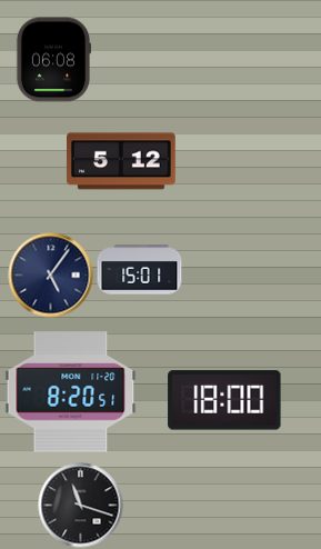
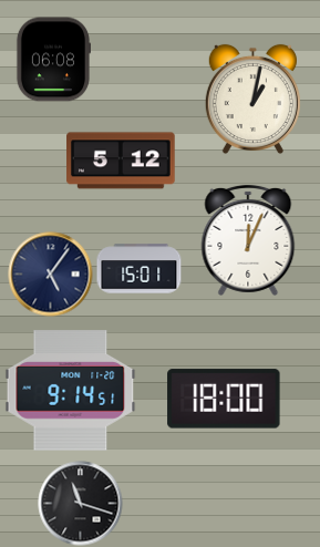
clock at (252, 100): none -> 1:02
clock at (248, 240): none -> 12:04
clock at (71, 392): 8:20 -> 9:14
